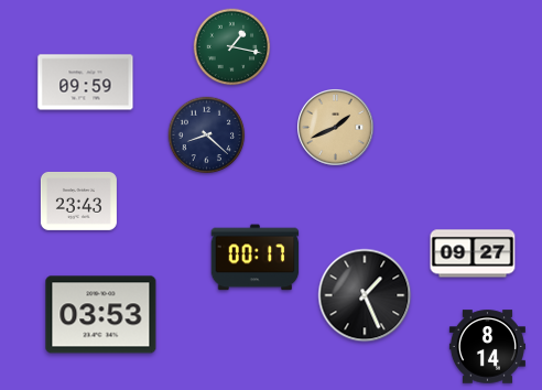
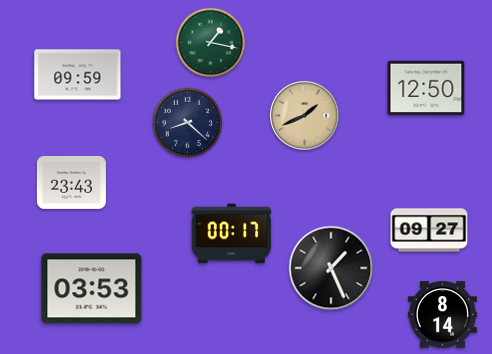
clock at (426, 88): none -> 12:50
clock at (101, 315) position: (101, 315) -> (92, 289)
